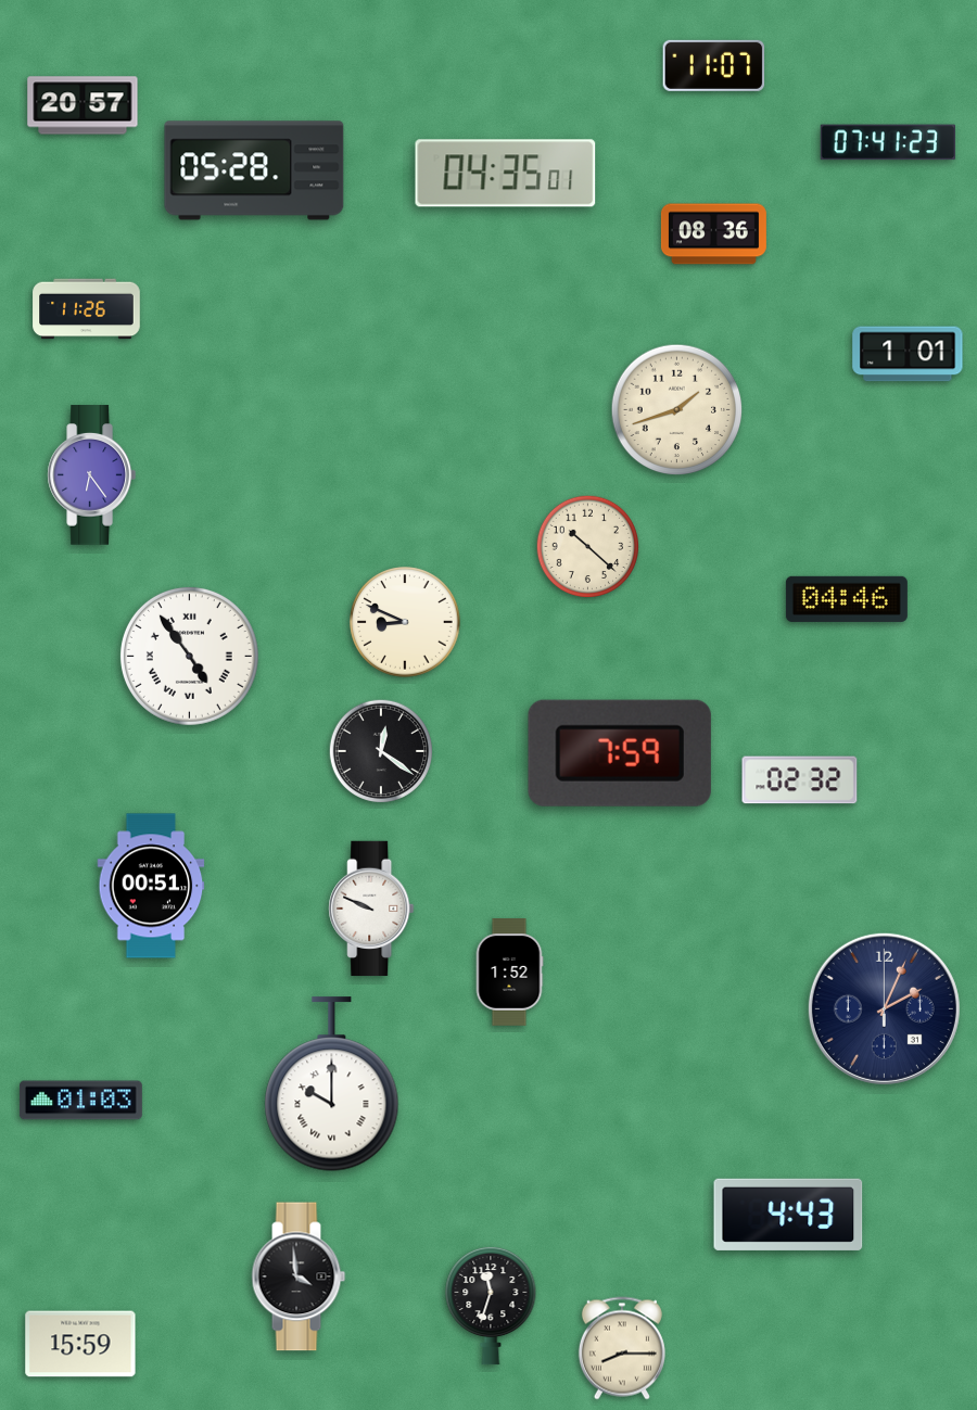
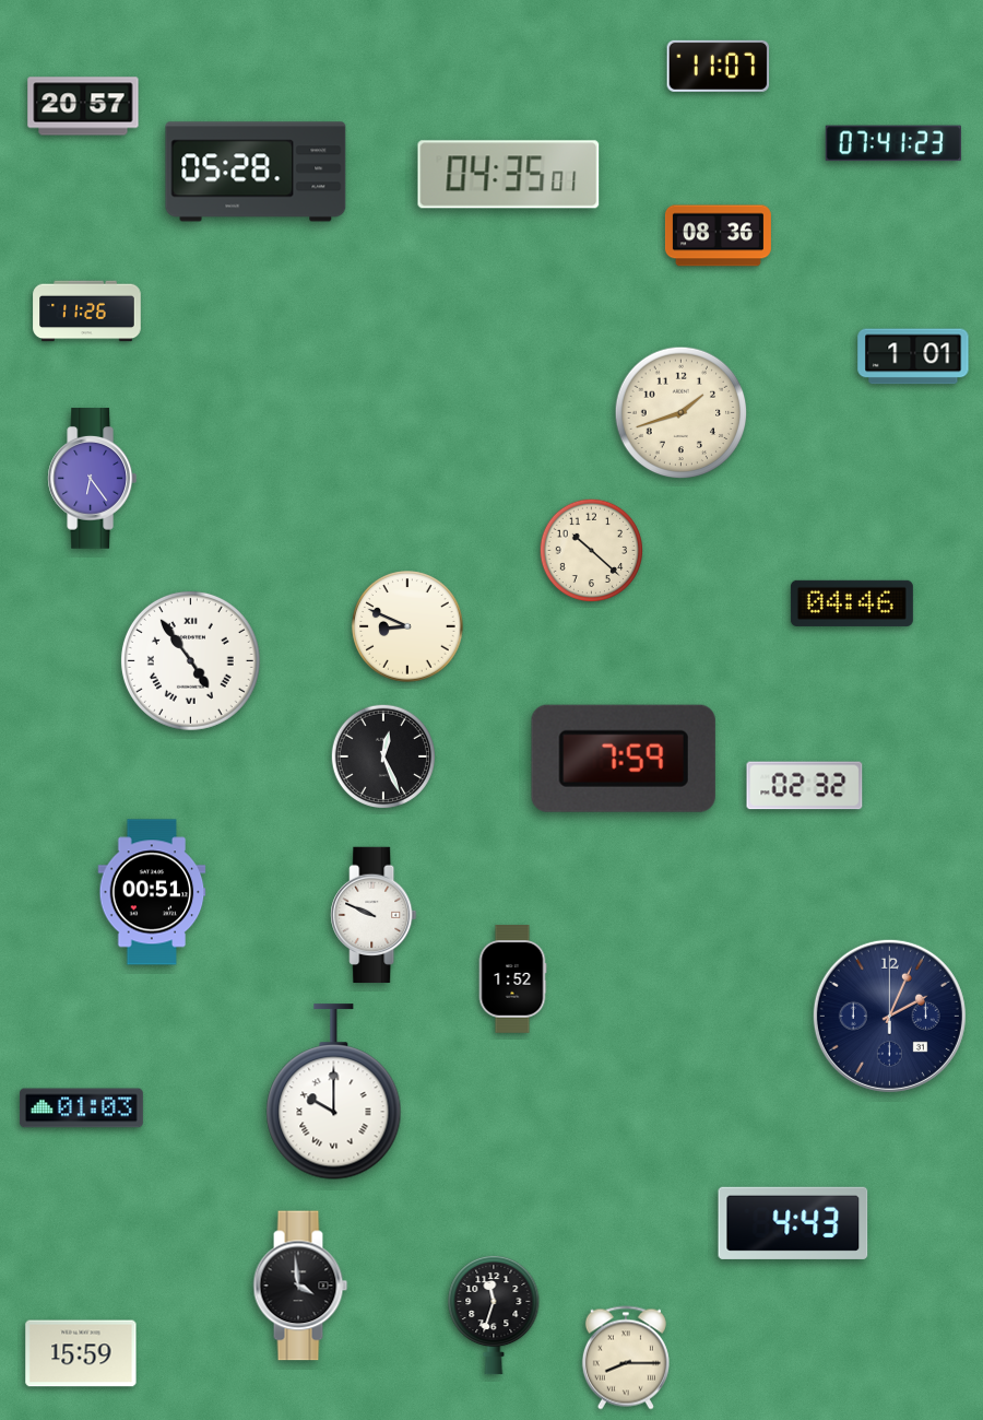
clock at (380, 750): 12:21 -> 12:26
